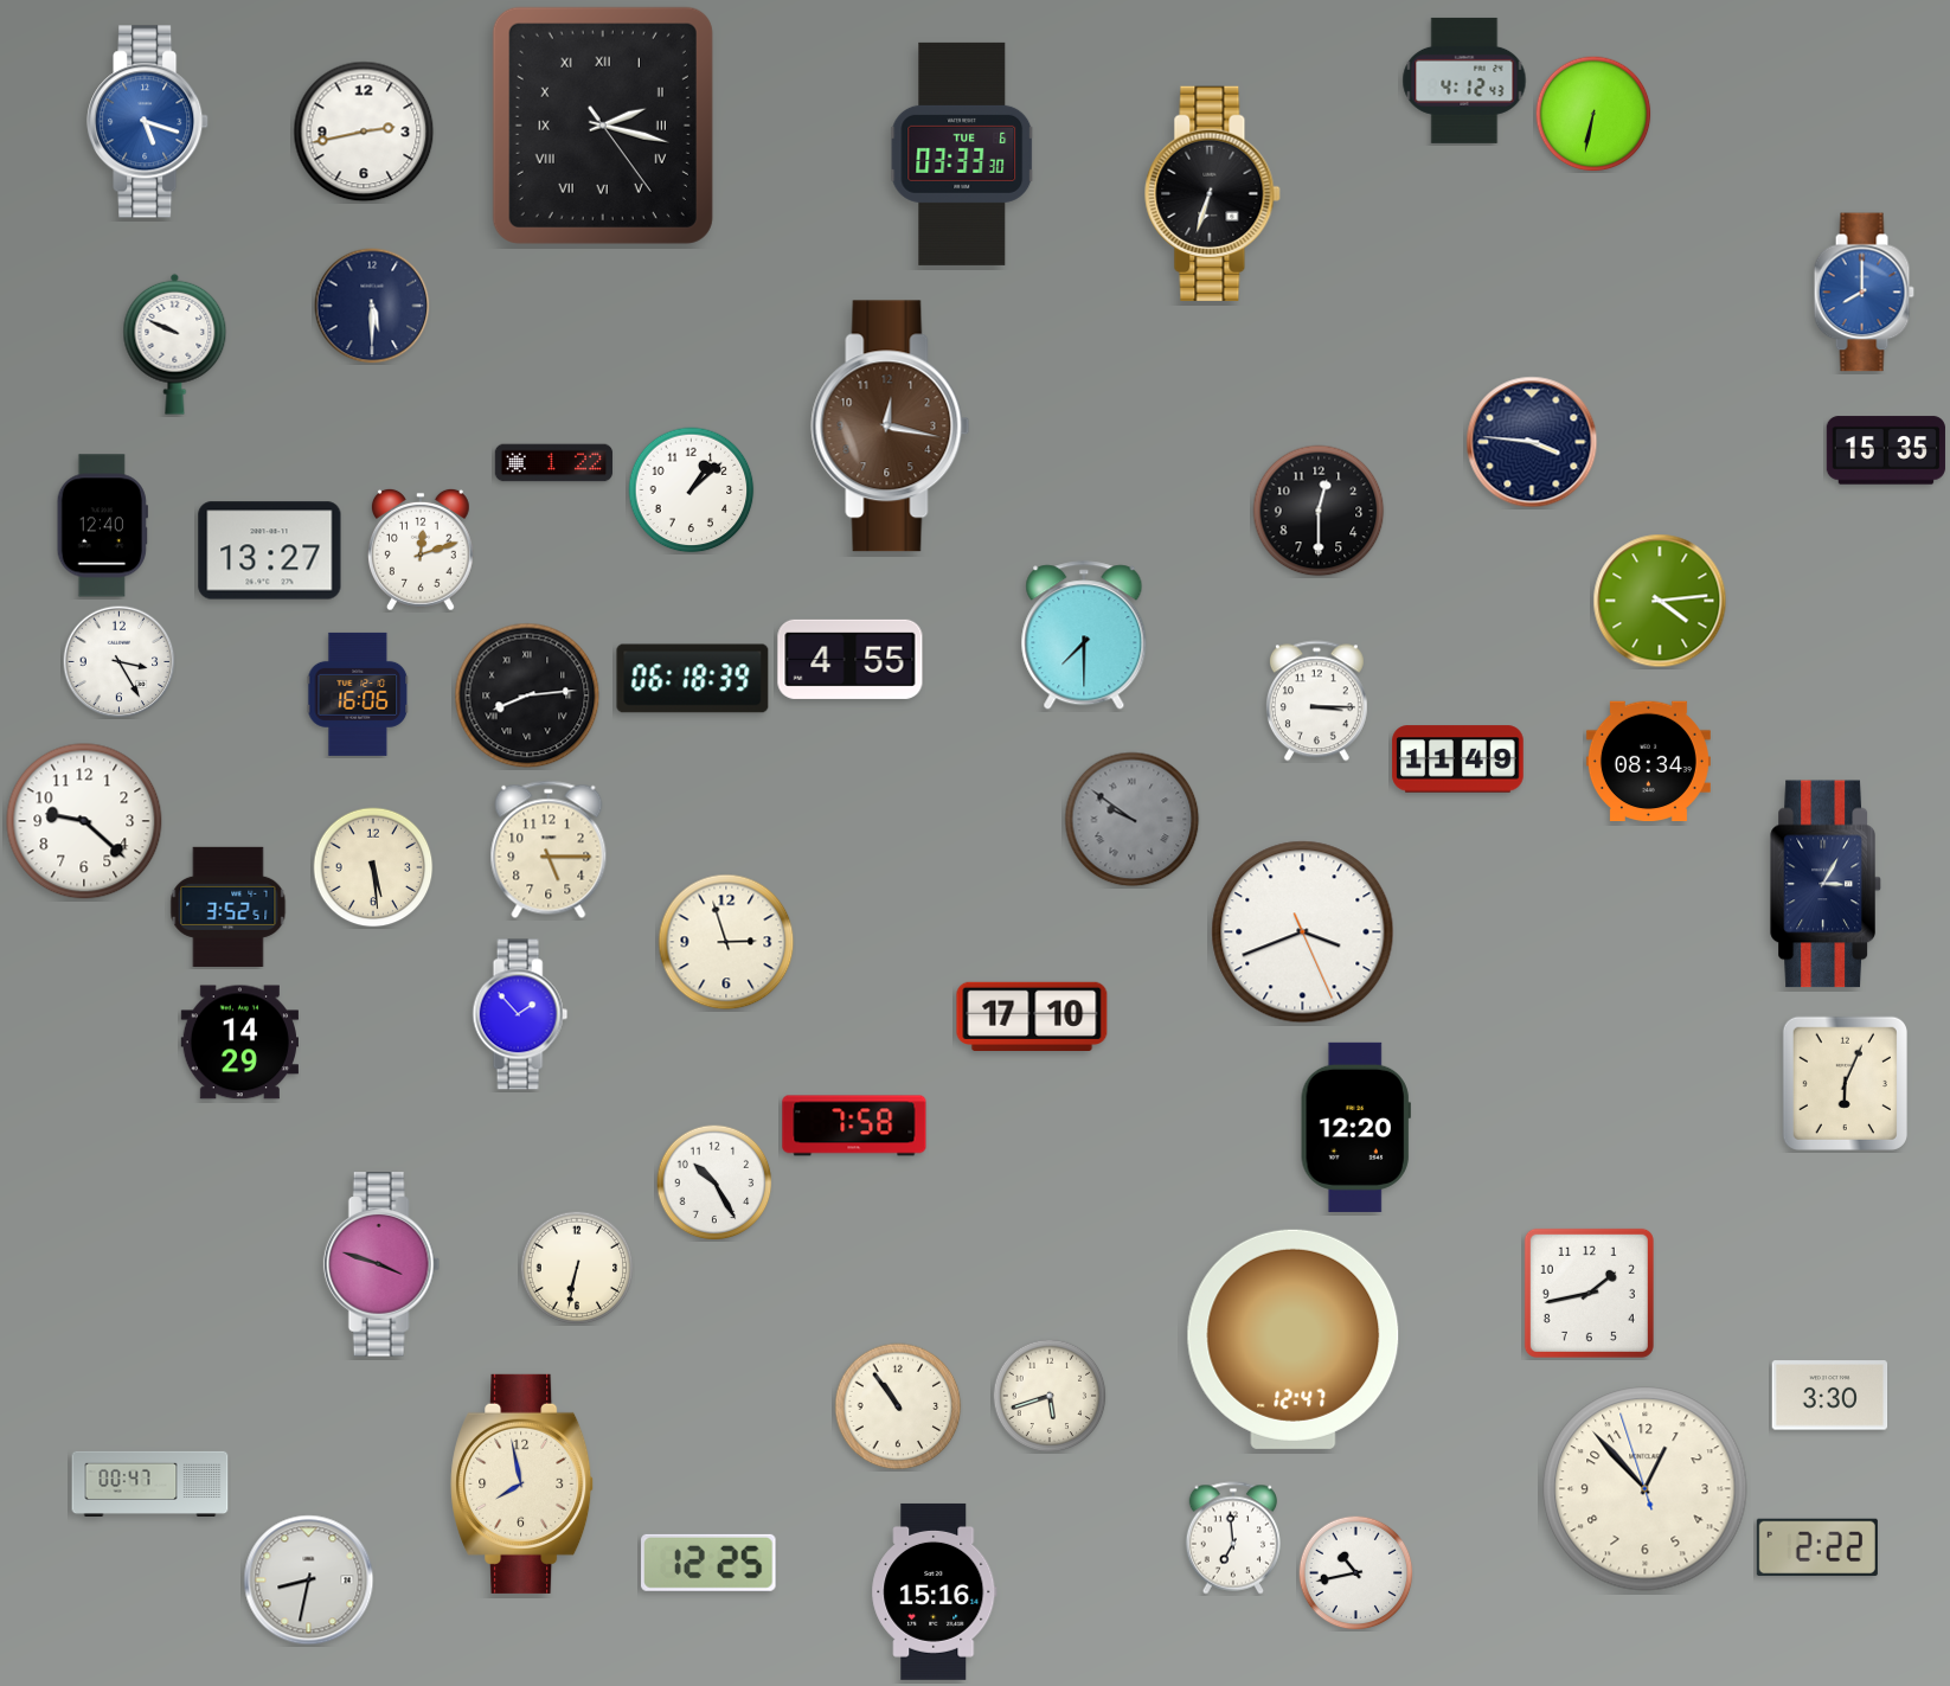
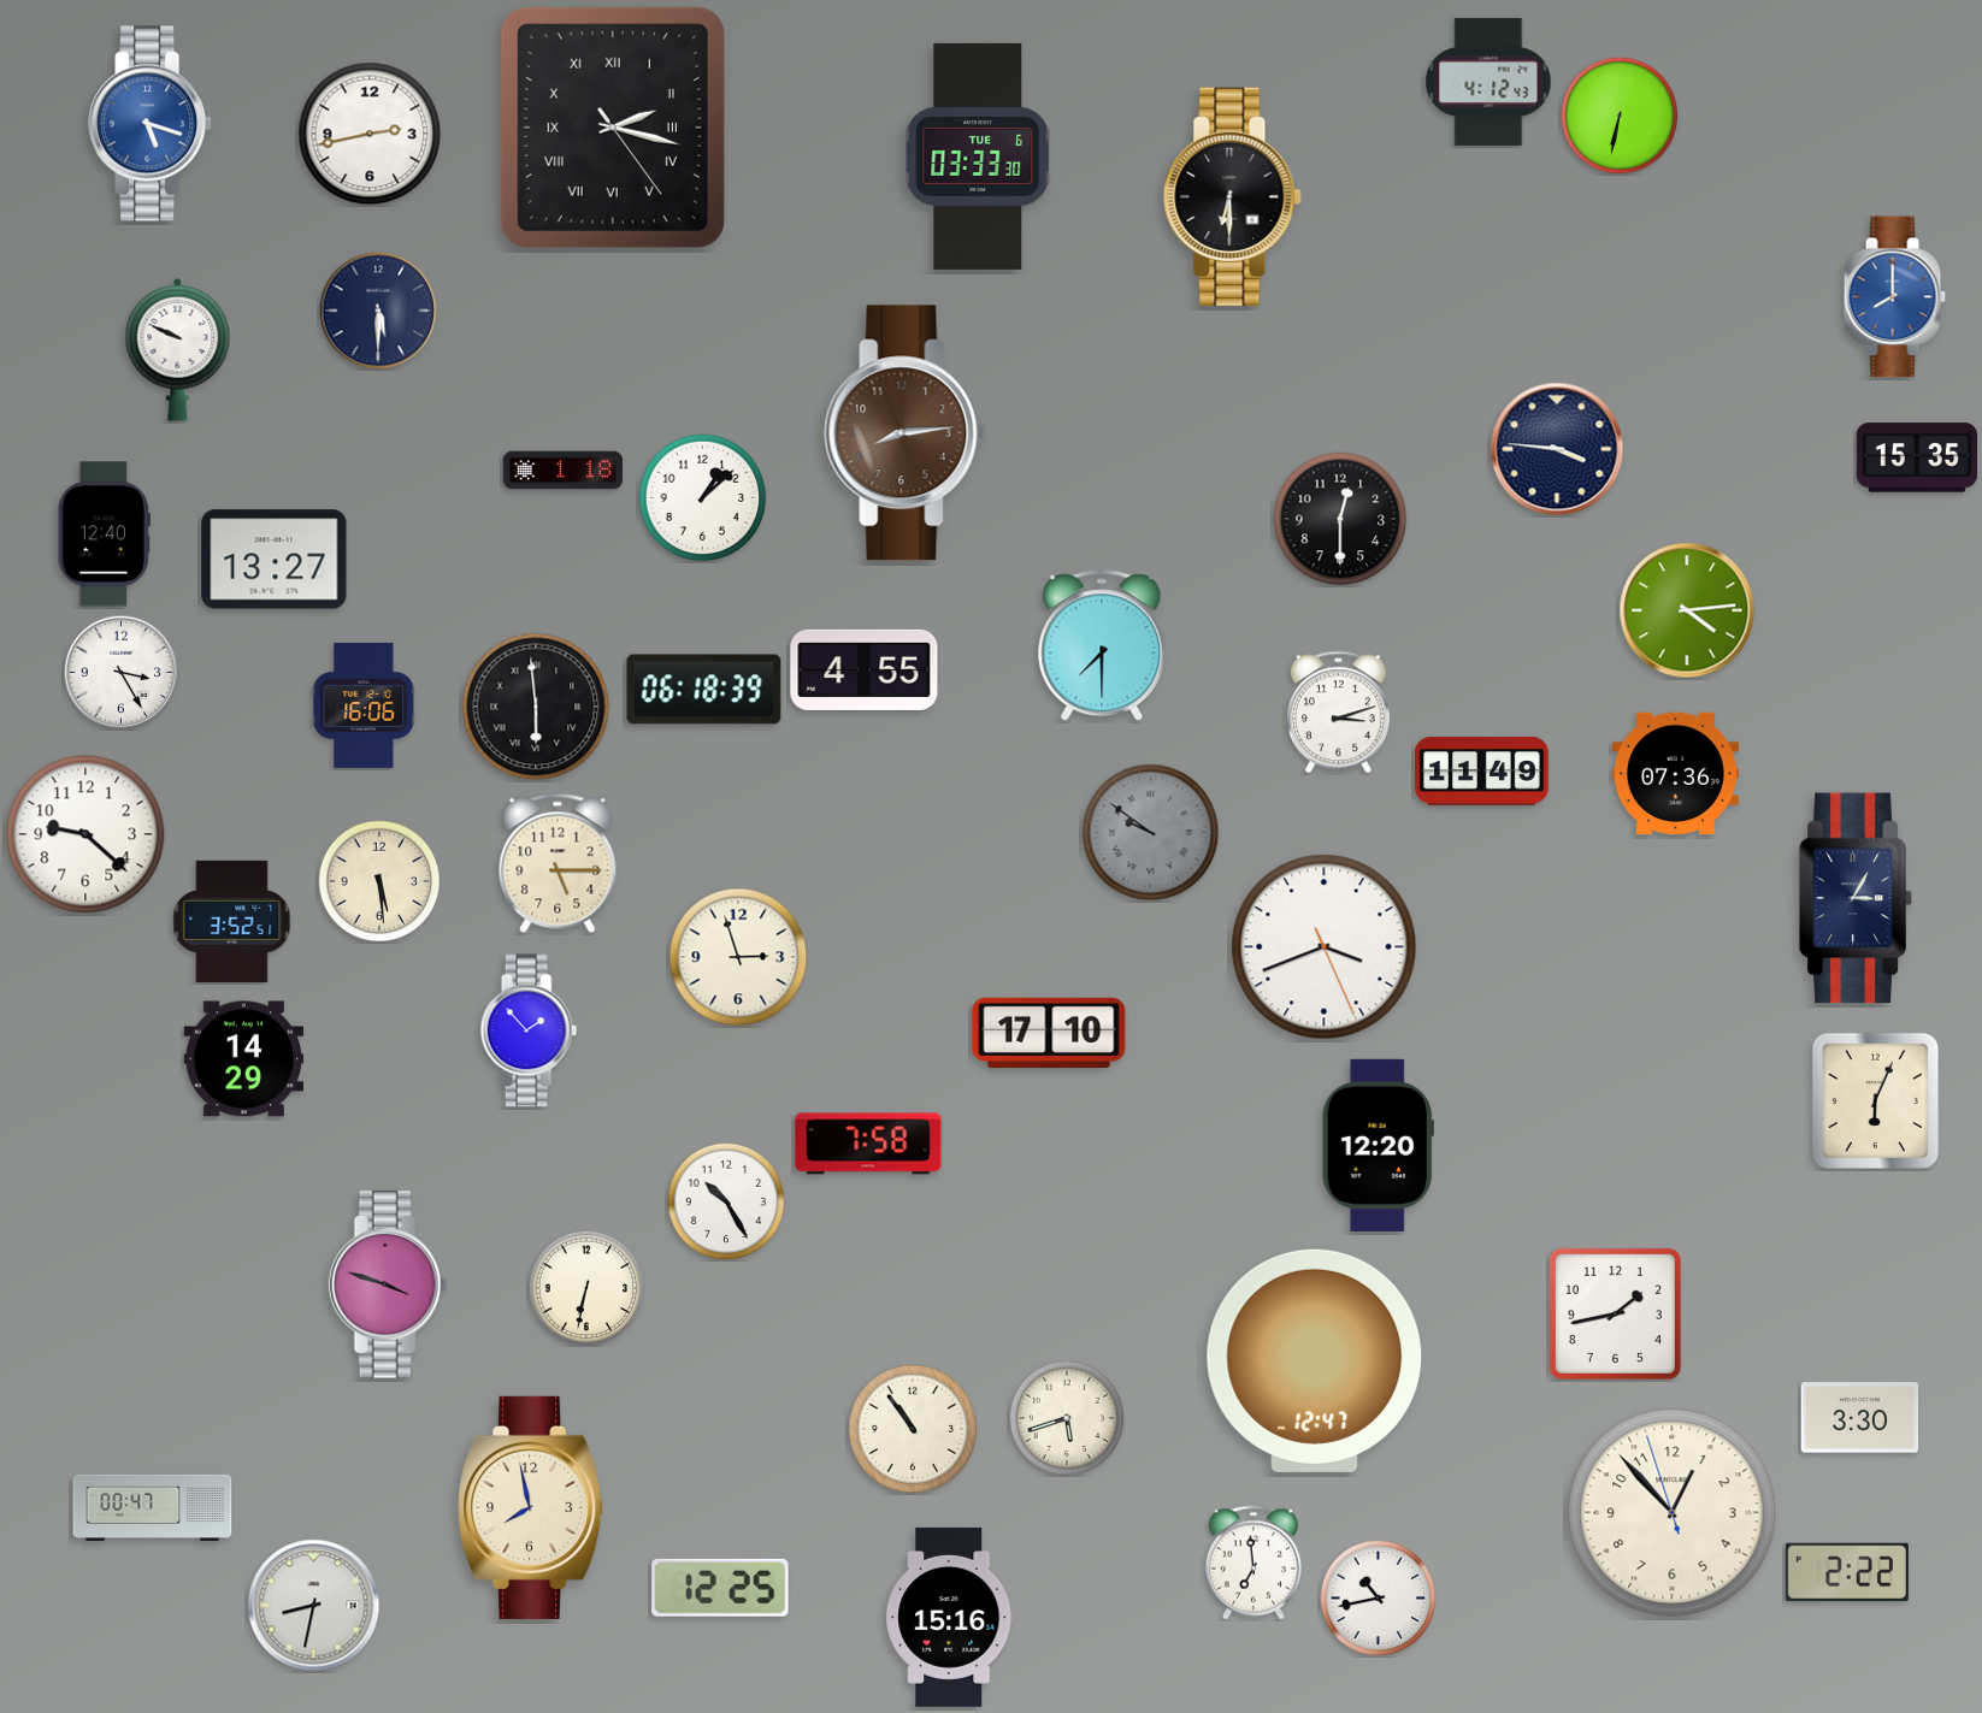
clock at (1213, 193): 6:33 -> 6:30
clock at (891, 427): 12:17 -> 8:14
clock at (554, 463): 1:22 -> 1:18
clock at (421, 550): 12:12 -> none
clock at (527, 695): 8:14 -> 5:59
clock at (1316, 701): 3:15 -> 3:12
clock at (1648, 762): 08:34 -> 07:36
